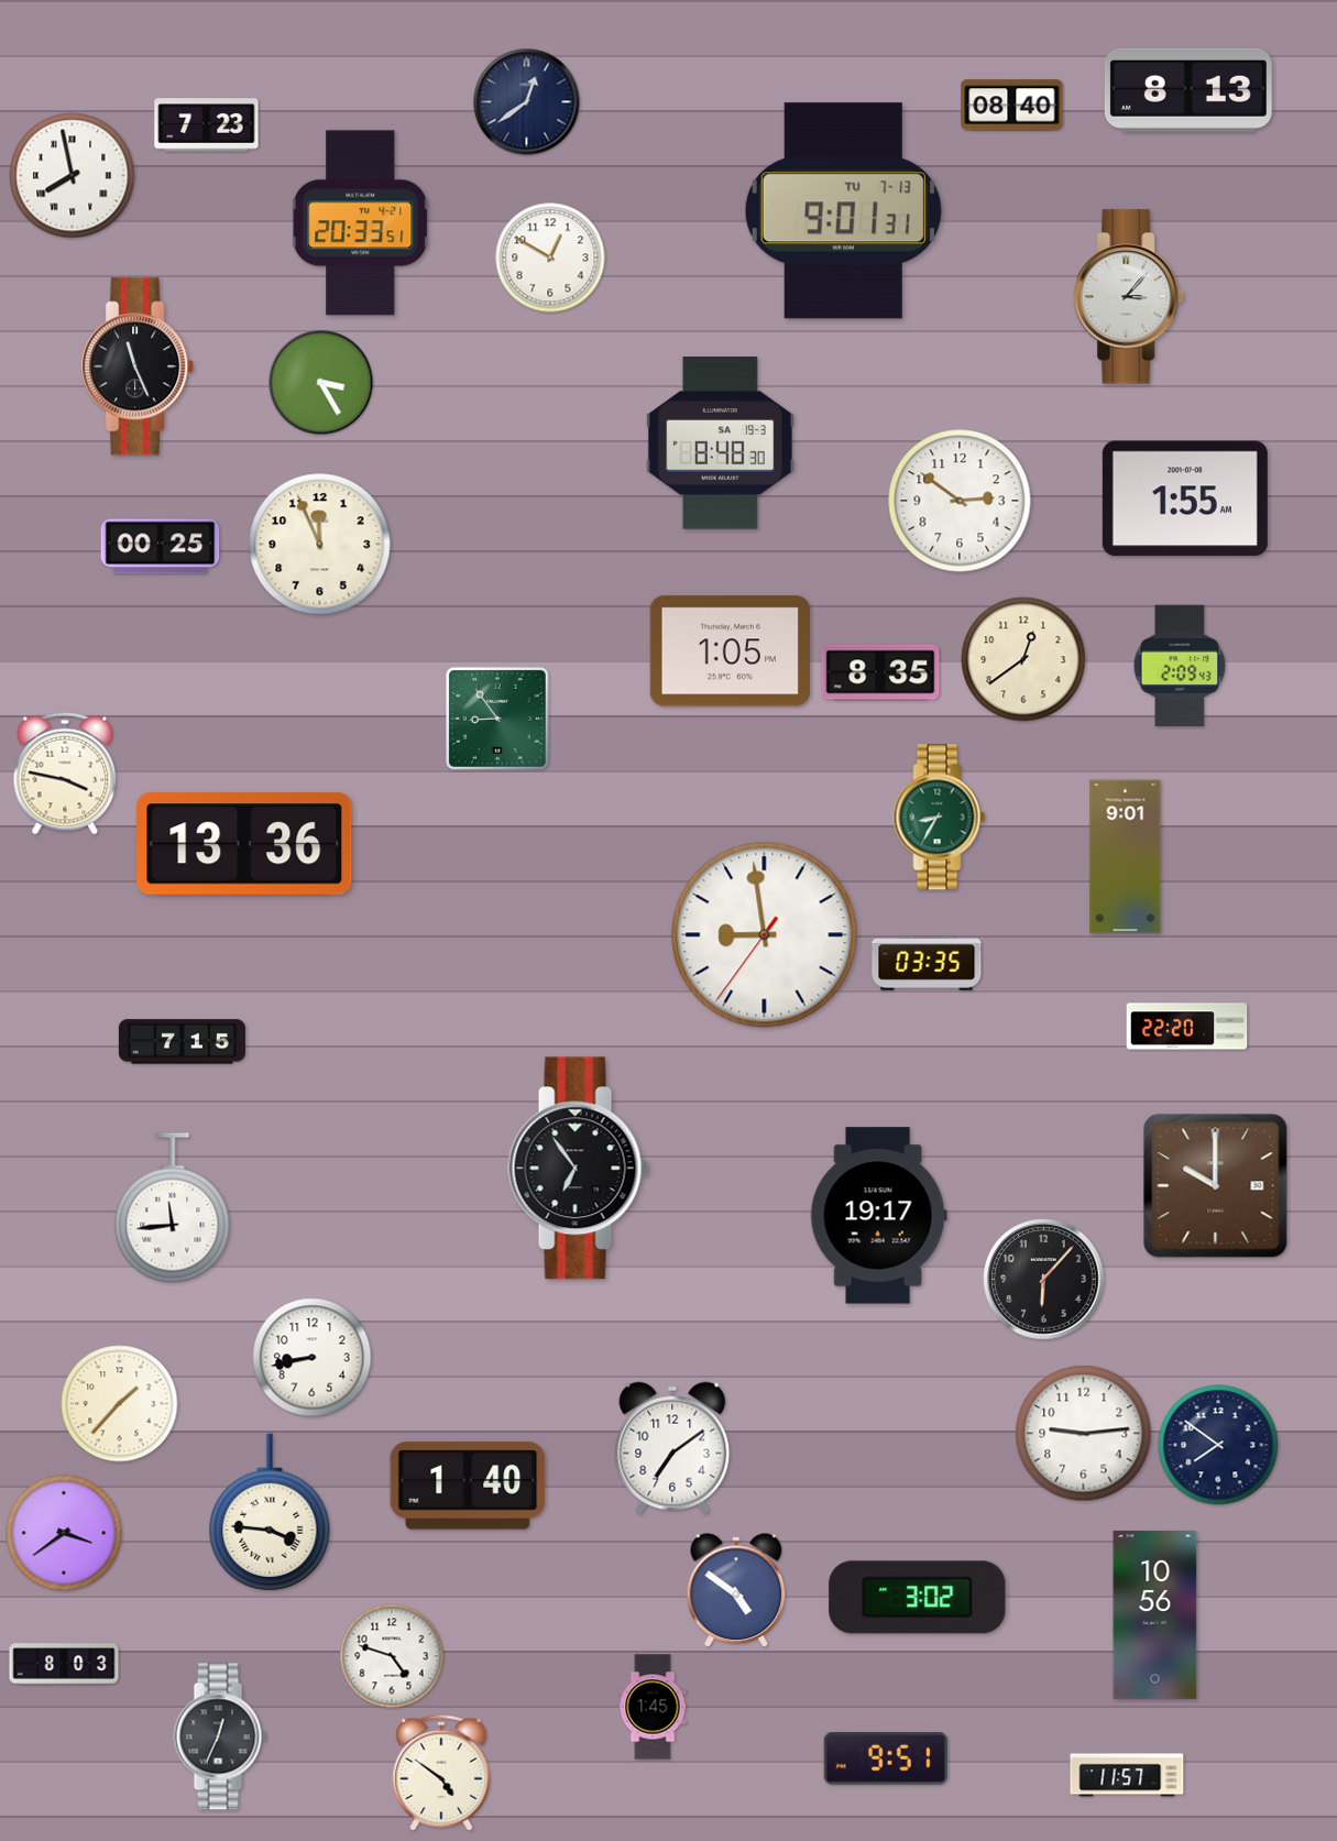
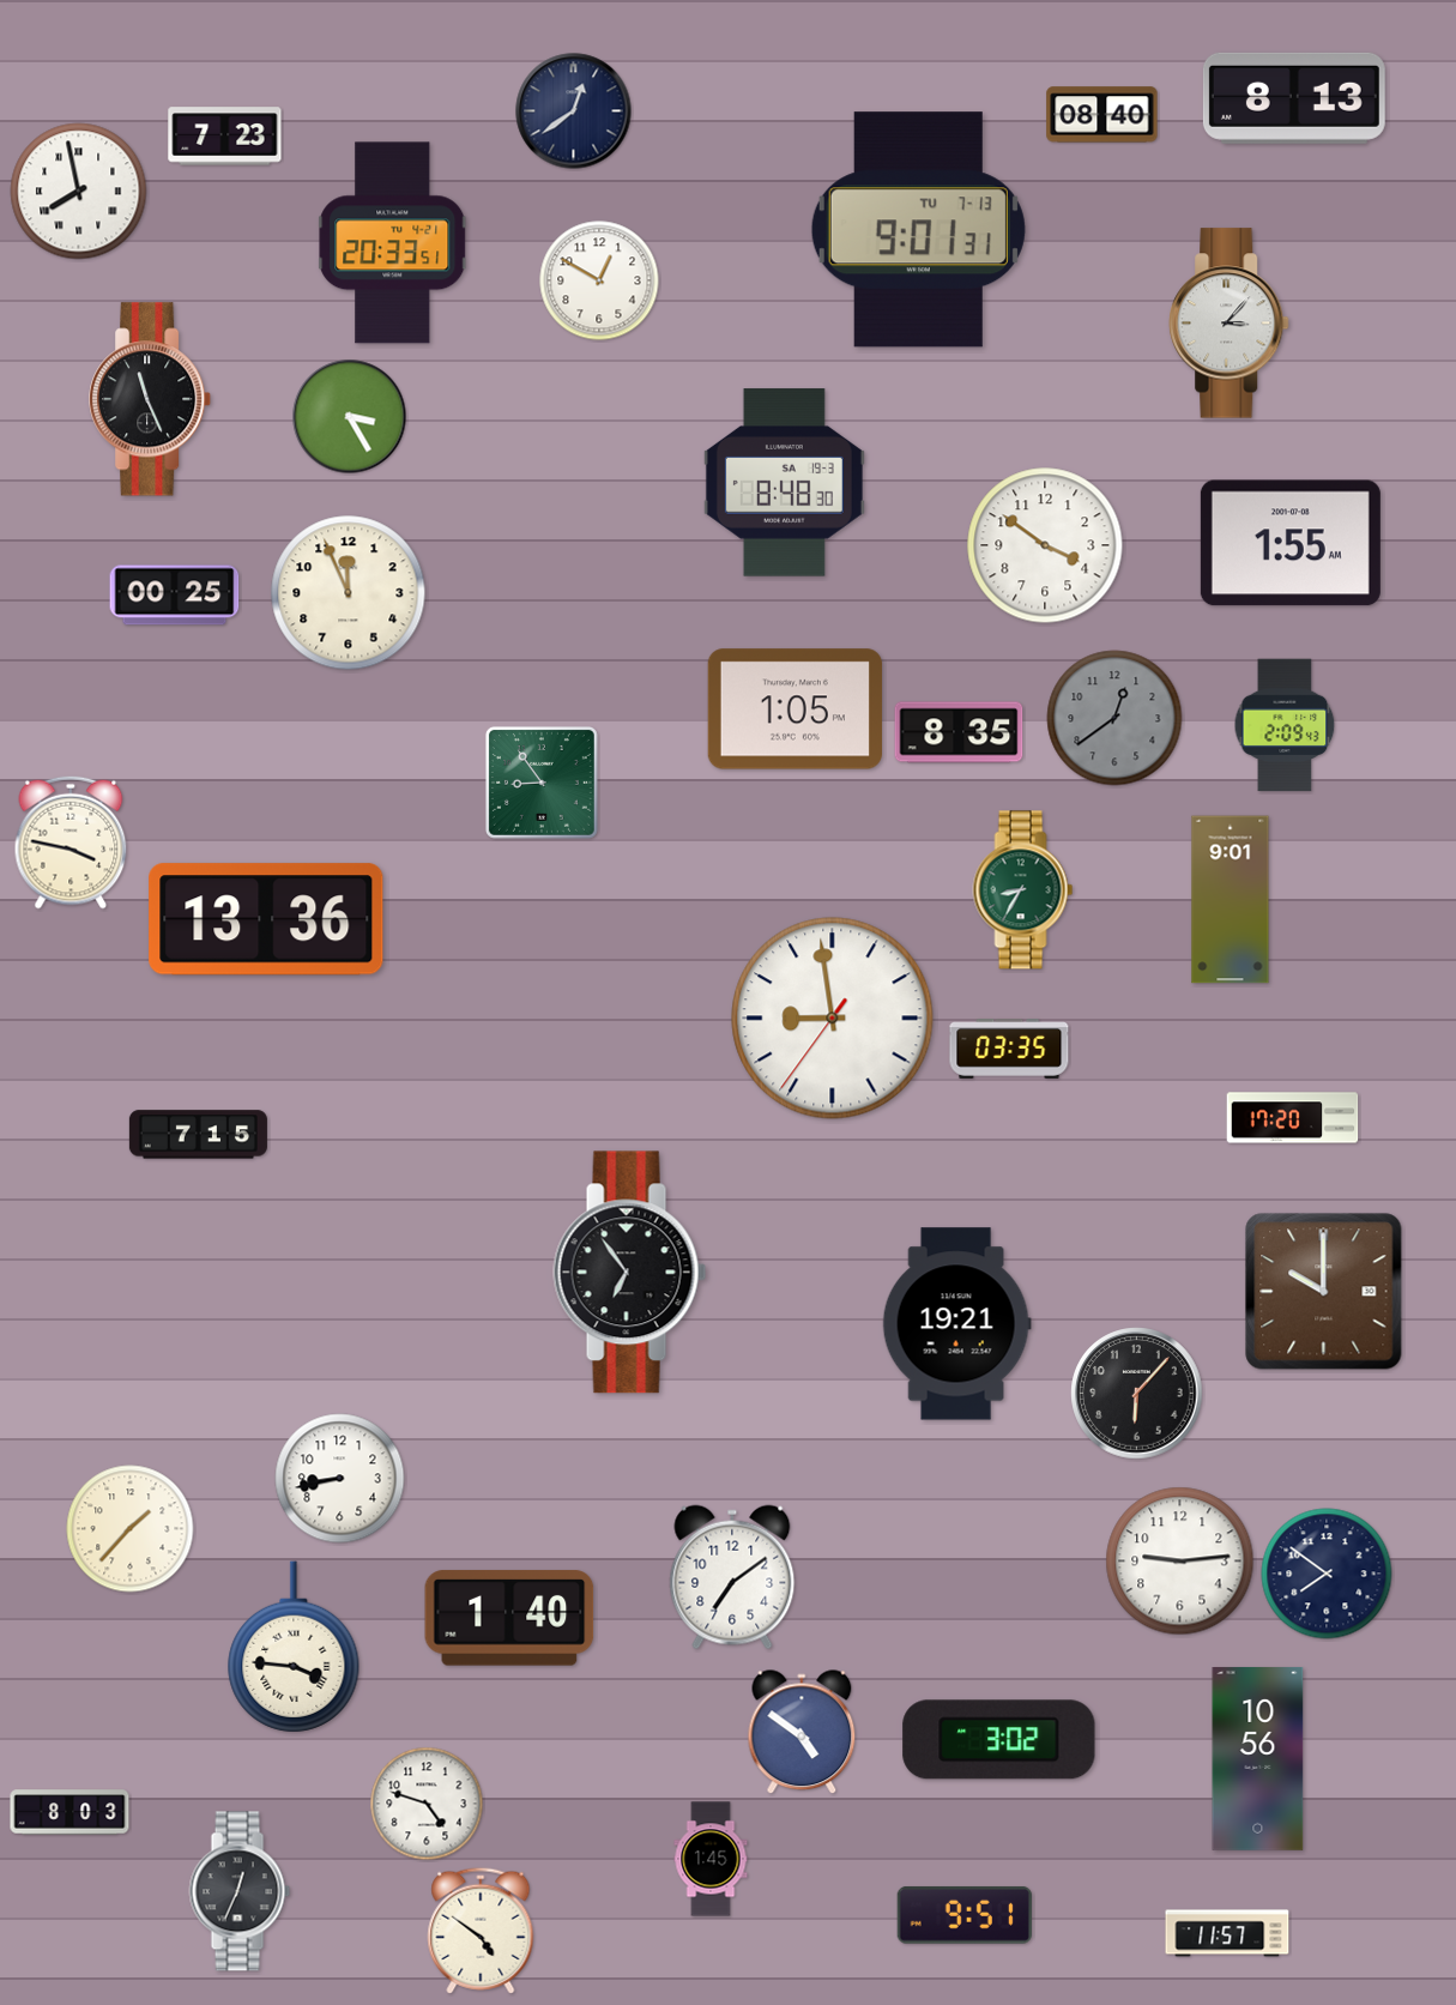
clock at (960, 501): 2:51 -> 3:51
clock at (1023, 659) dial: cream -> grey
clock at (1126, 857) position: (1126, 857) -> (1231, 900)
clock at (1187, 1027): 22:20 -> 17:20
clock at (173, 1208): 11:44 -> none
clock at (878, 1216): 19:17 -> 19:21
clock at (64, 1533): 3:39 -> none
